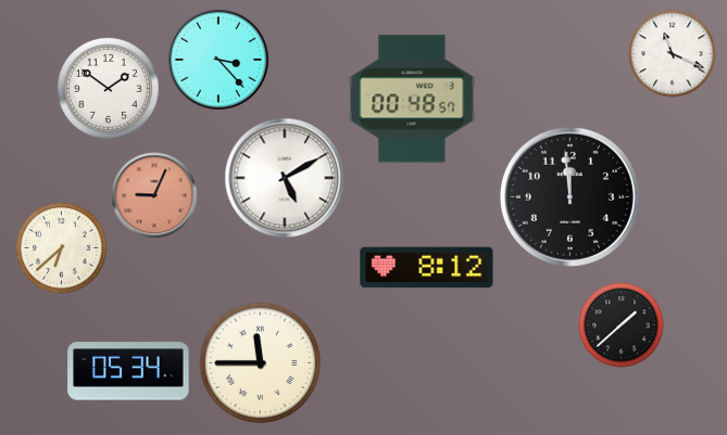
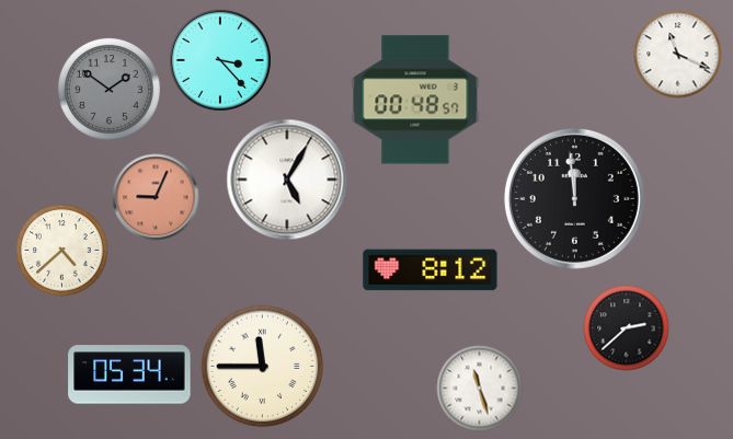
clock at (108, 88) dial: white -> grey
clock at (285, 178): 5:10 -> 5:05
clock at (61, 247): 6:38 -> 4:38
clock at (621, 324): 1:38 -> 2:38
clock at (479, 388): none -> 11:27
